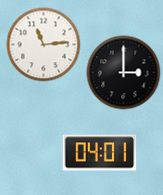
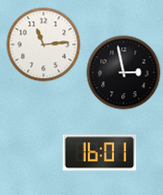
clock at (124, 73): 3:00 -> 2:58
clock at (100, 153): 04:01 -> 16:01
